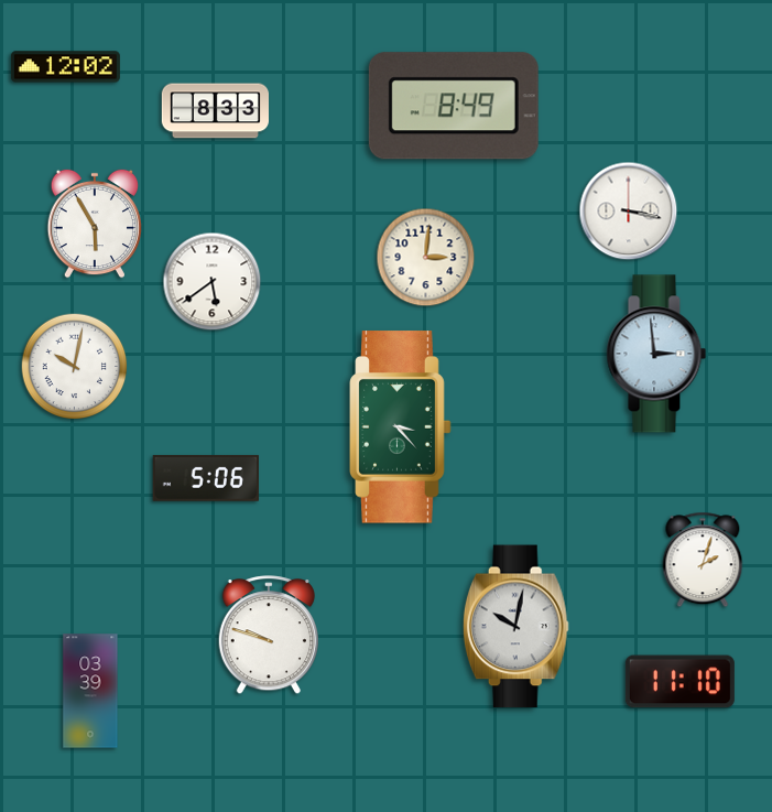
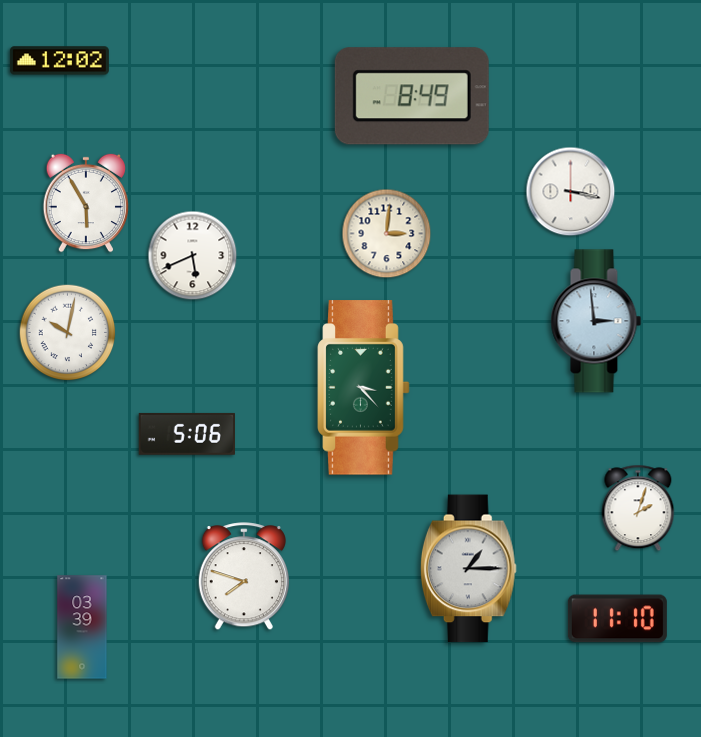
clock at (215, 111): 8:33 -> none
clock at (213, 282): 5:39 -> 5:41
clock at (515, 627): 10:02 -> 1:15
clock at (268, 636): 9:48 -> 7:48
